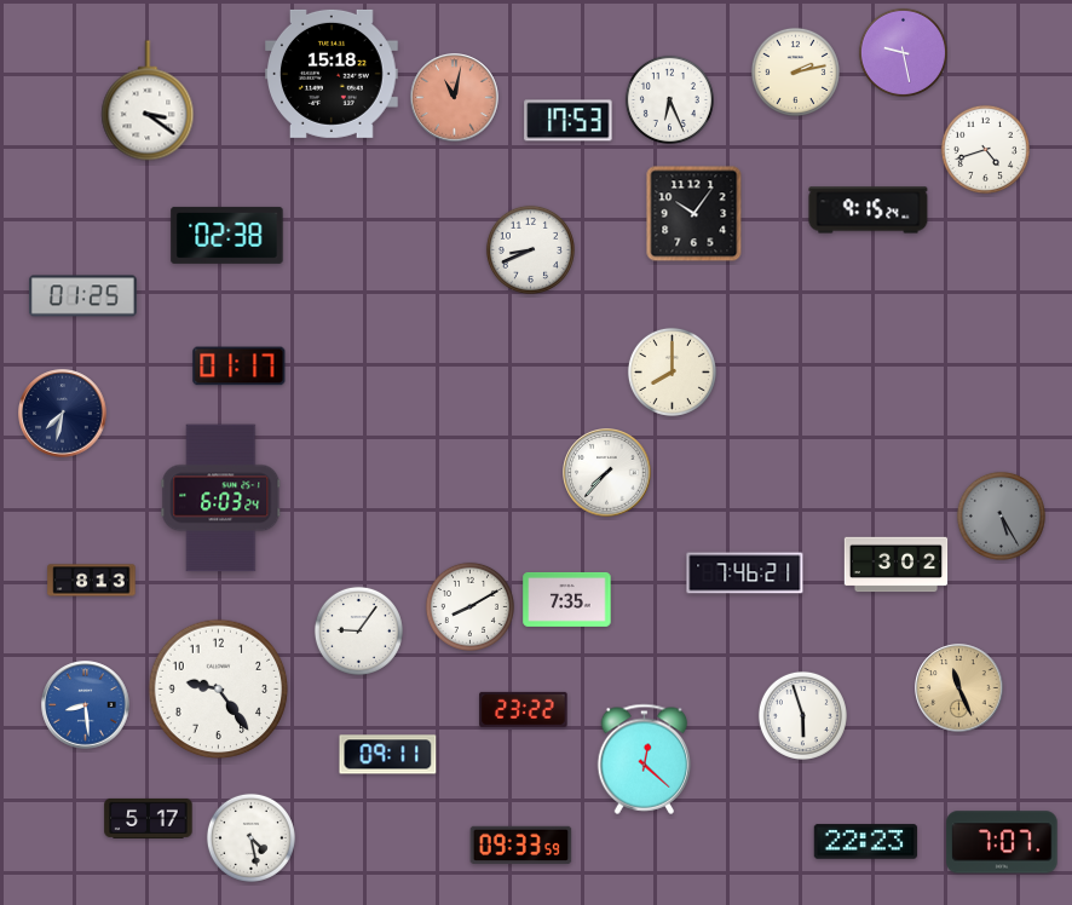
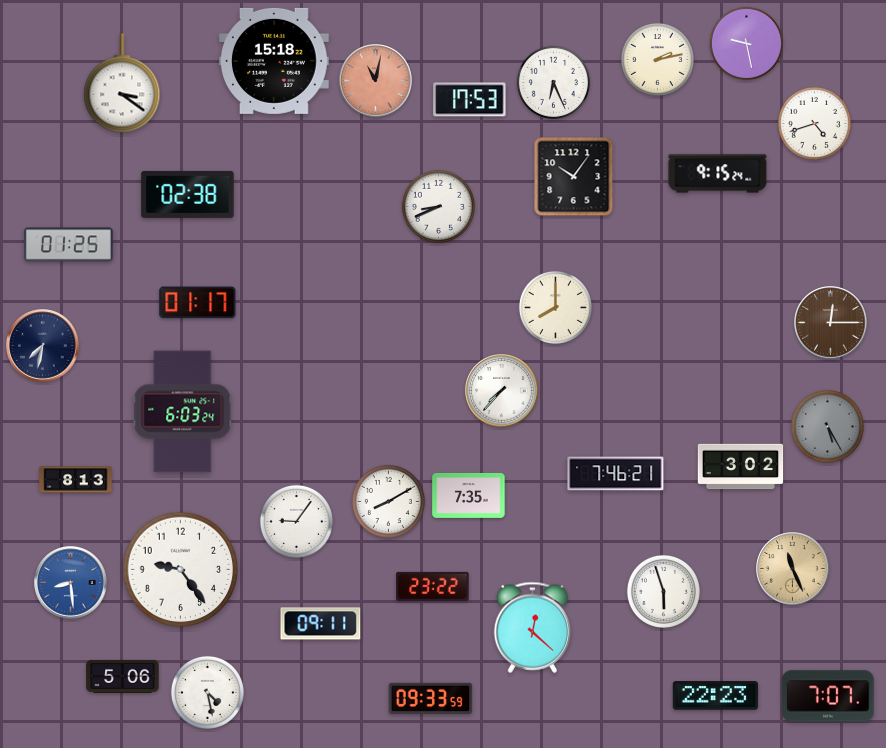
clock at (831, 323): none -> 12:15
clock at (63, 414) position: (63, 414) -> (43, 346)
clock at (149, 818): 5:17 -> 5:06
